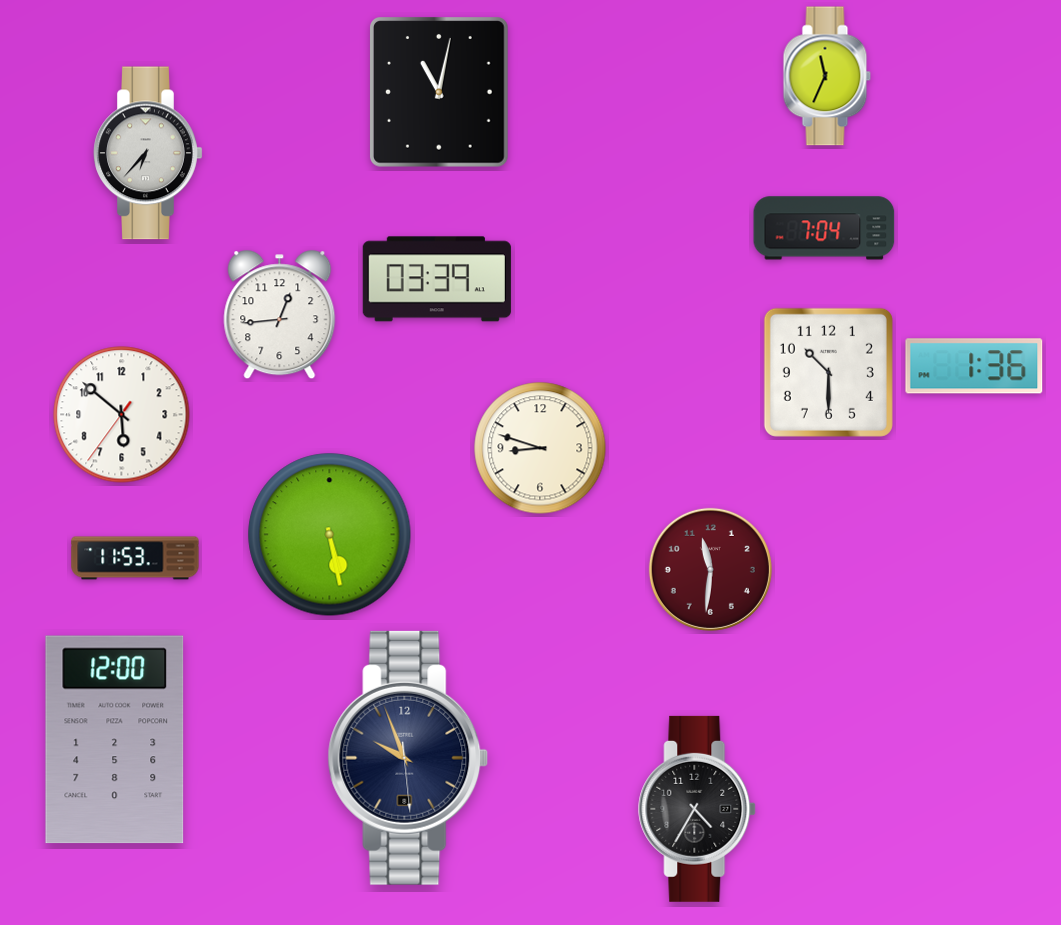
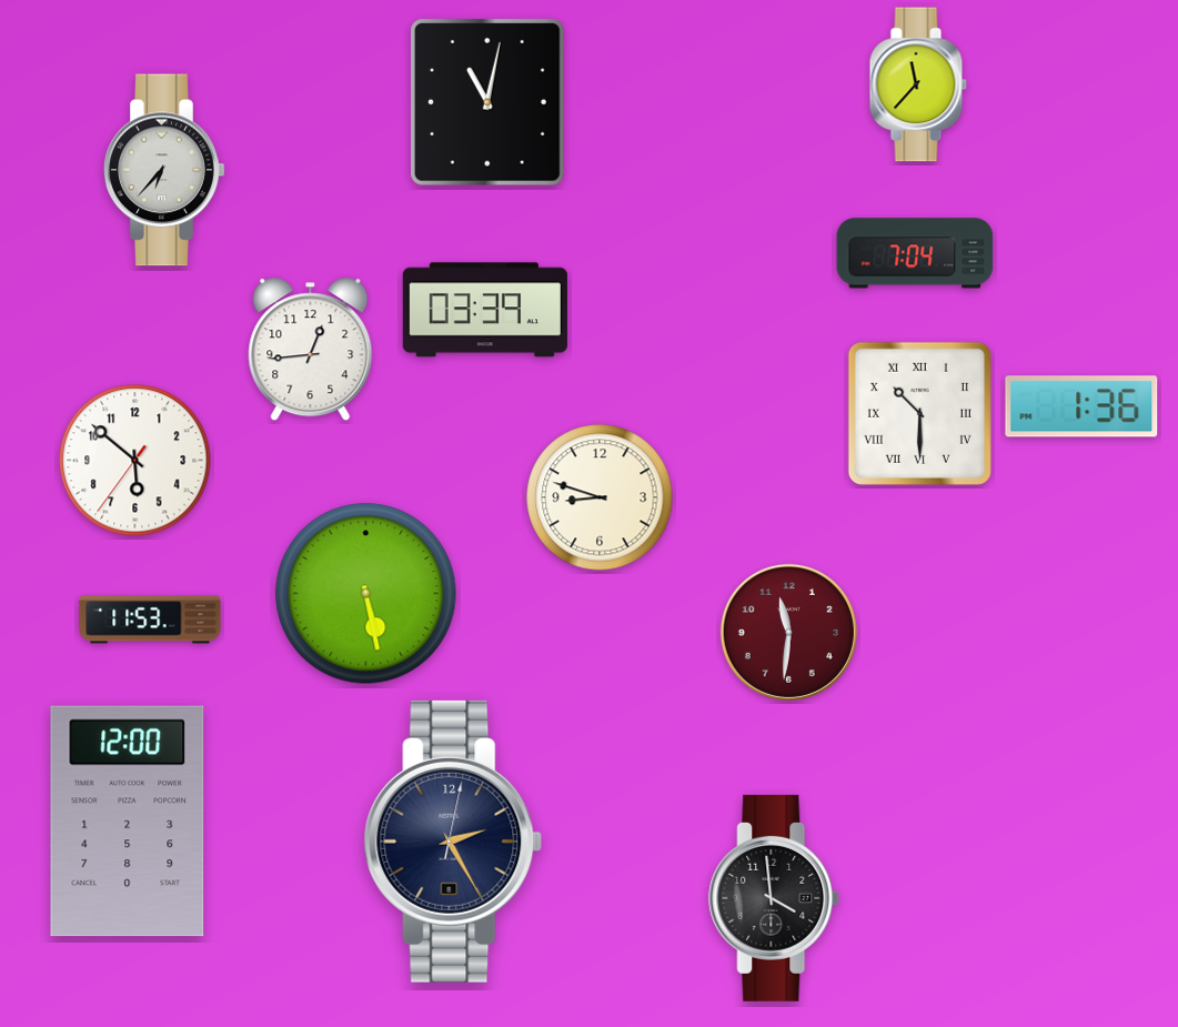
clock at (827, 76): 11:34 -> 11:37
clock at (828, 372) numerals: Arabic -> Roman
clock at (408, 758): 9:56 -> 2:25
clock at (698, 809): 4:35 -> 3:59
